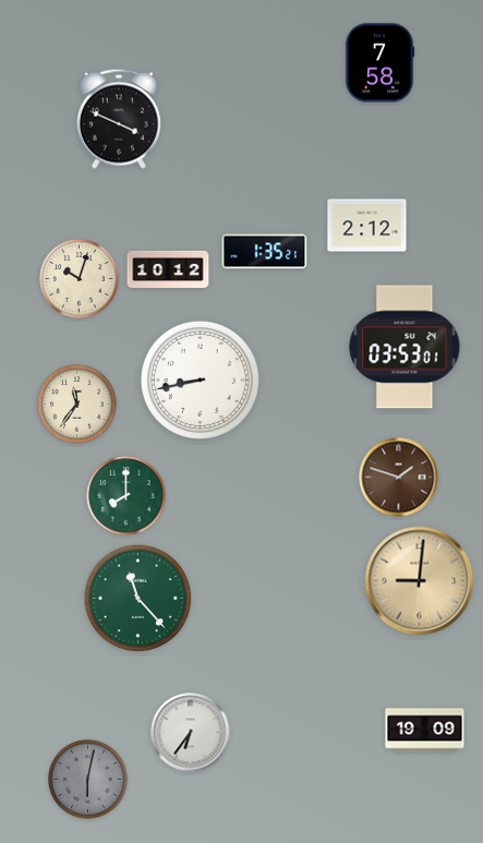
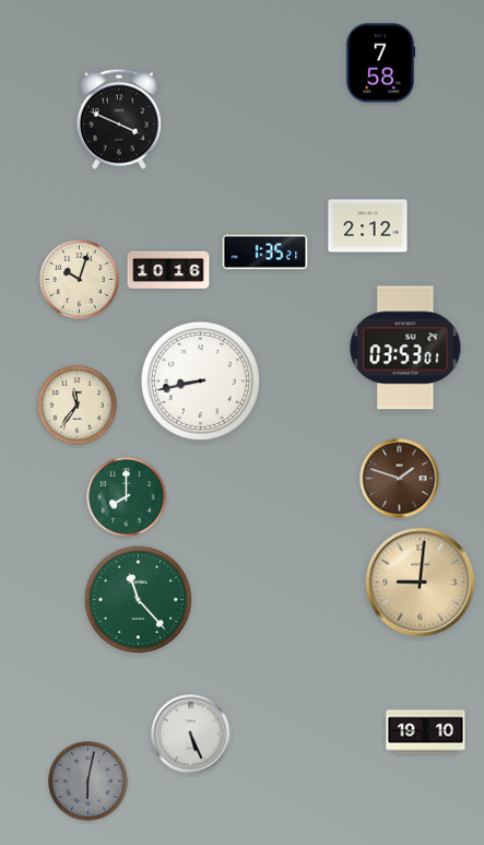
clock at (168, 268): 10:12 -> 10:16
clock at (425, 731): 19:09 -> 19:10
clock at (191, 733): 6:36 -> 5:26
